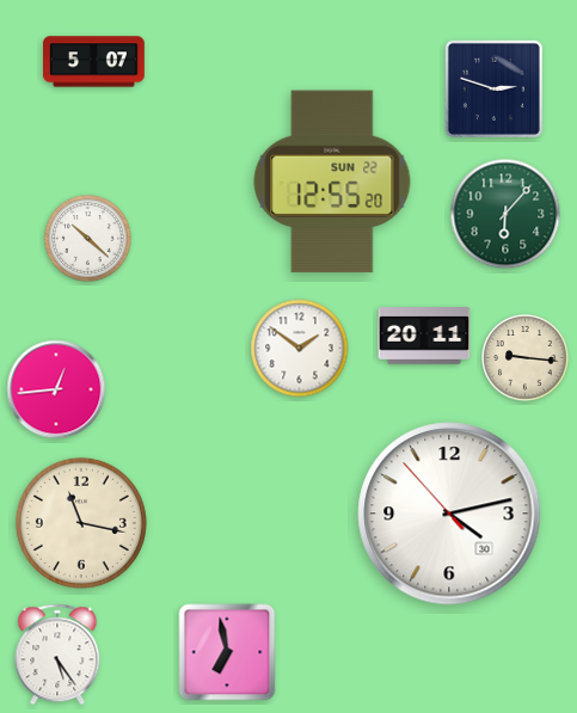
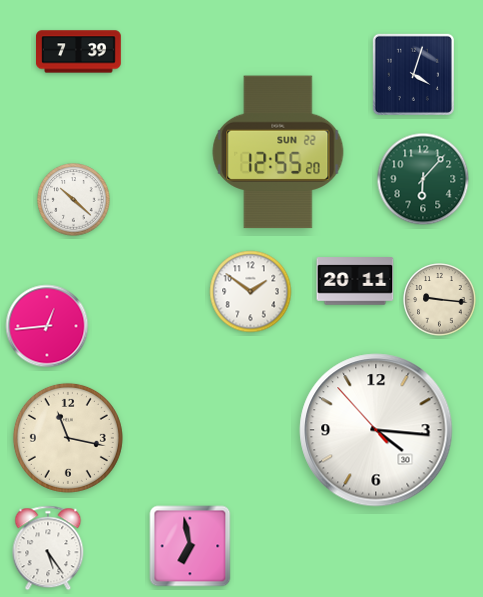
clock at (94, 62): 5:07 -> 7:39
clock at (493, 88): 2:48 -> 4:03
clock at (449, 514): 4:12 -> 4:15
